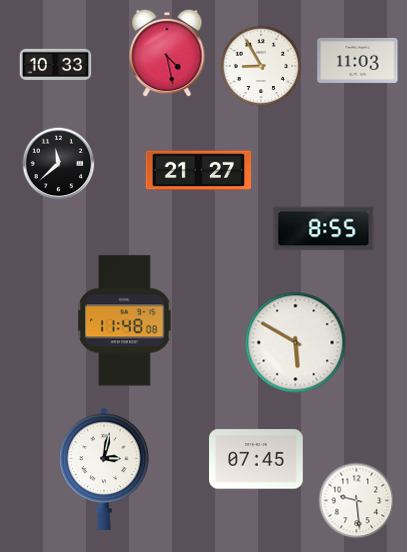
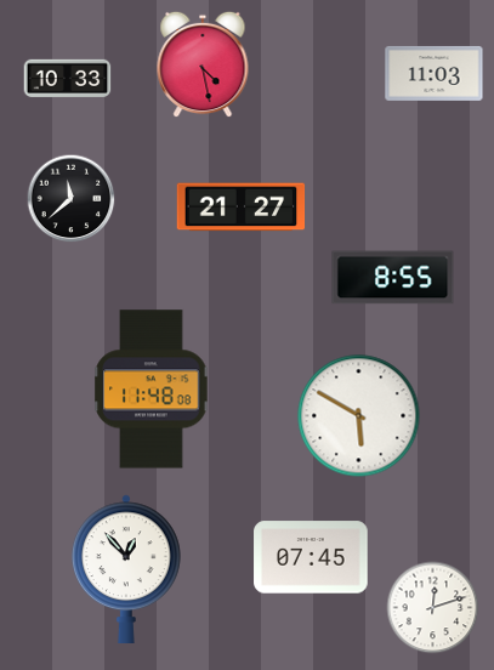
clock at (261, 66): 8:55 -> none
clock at (105, 468): 3:02 -> 12:53
clock at (357, 501): 9:29 -> 12:12
